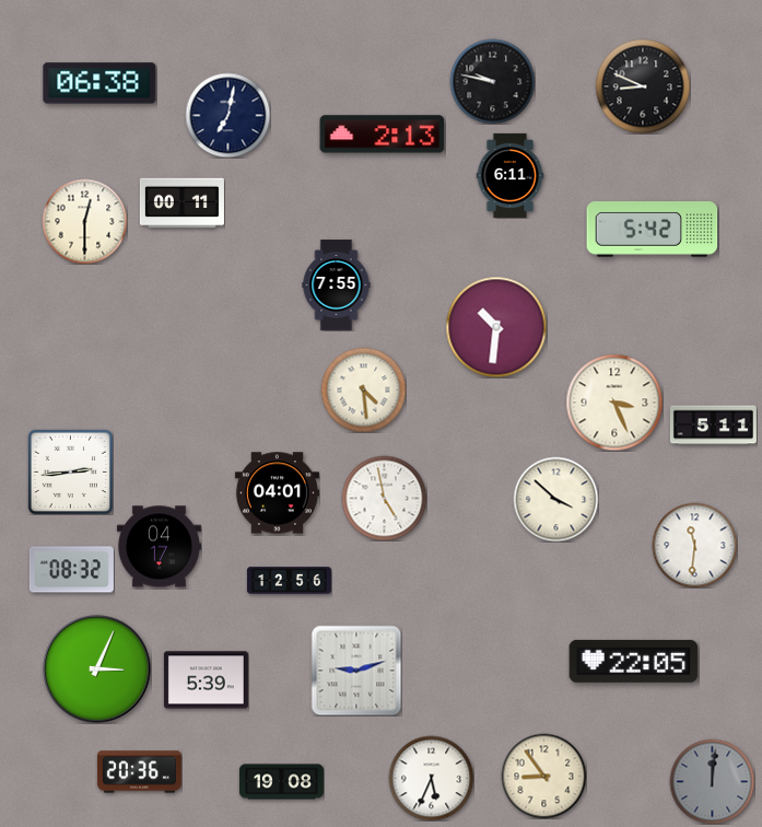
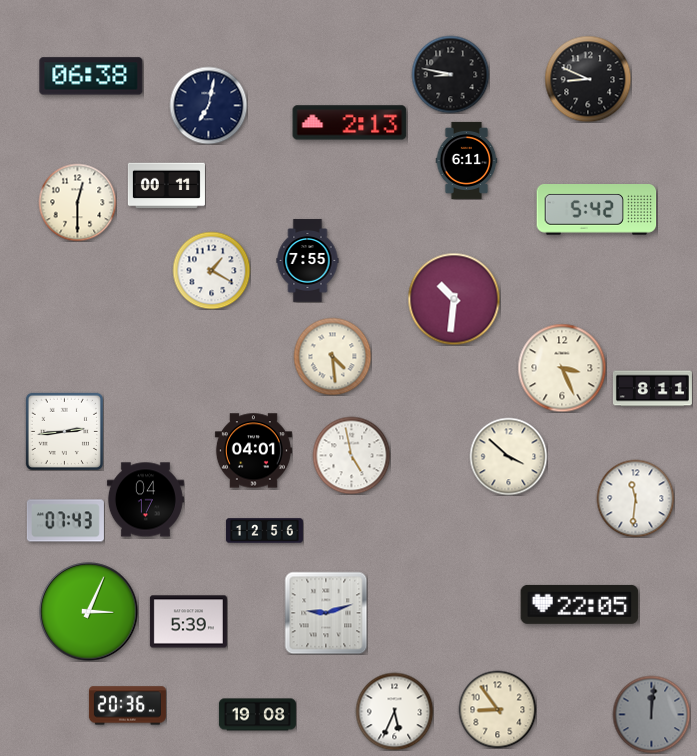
clock at (492, 81): 9:47 -> 8:47
clock at (211, 270): none -> 1:20
clock at (713, 426): 5:11 -> 8:11
clock at (71, 570): 08:32 -> 07:43
